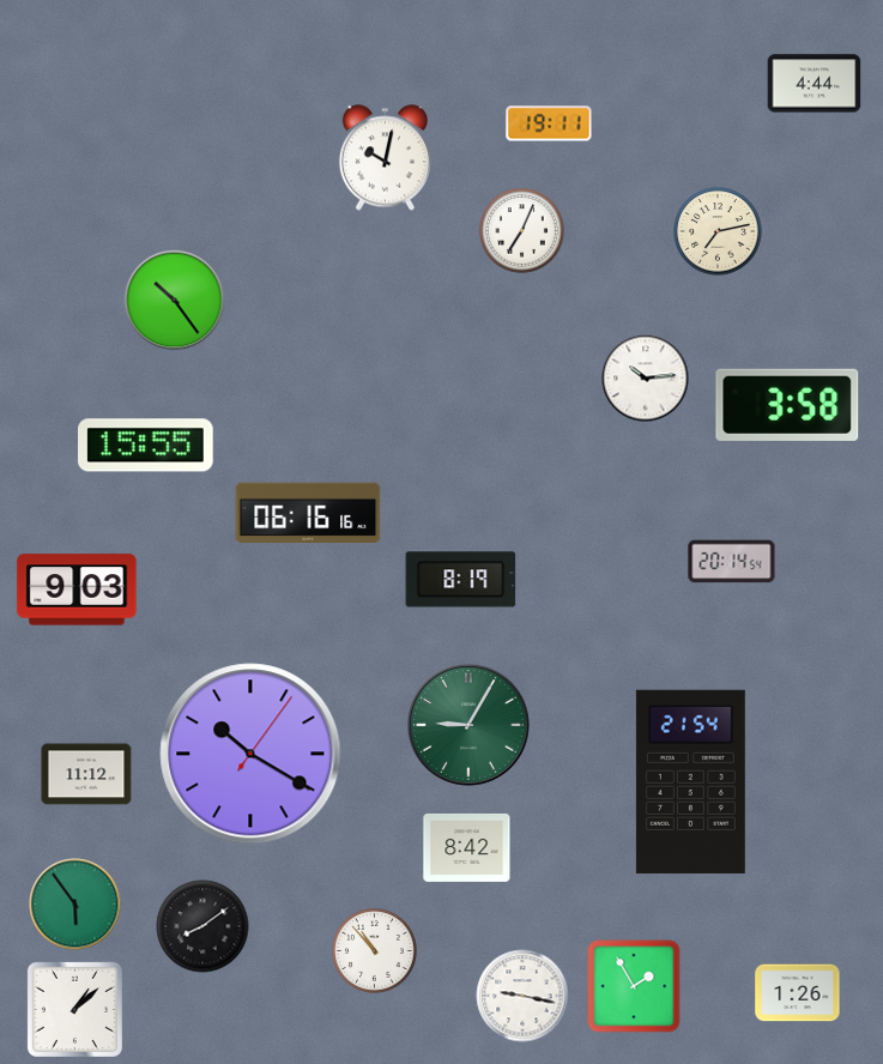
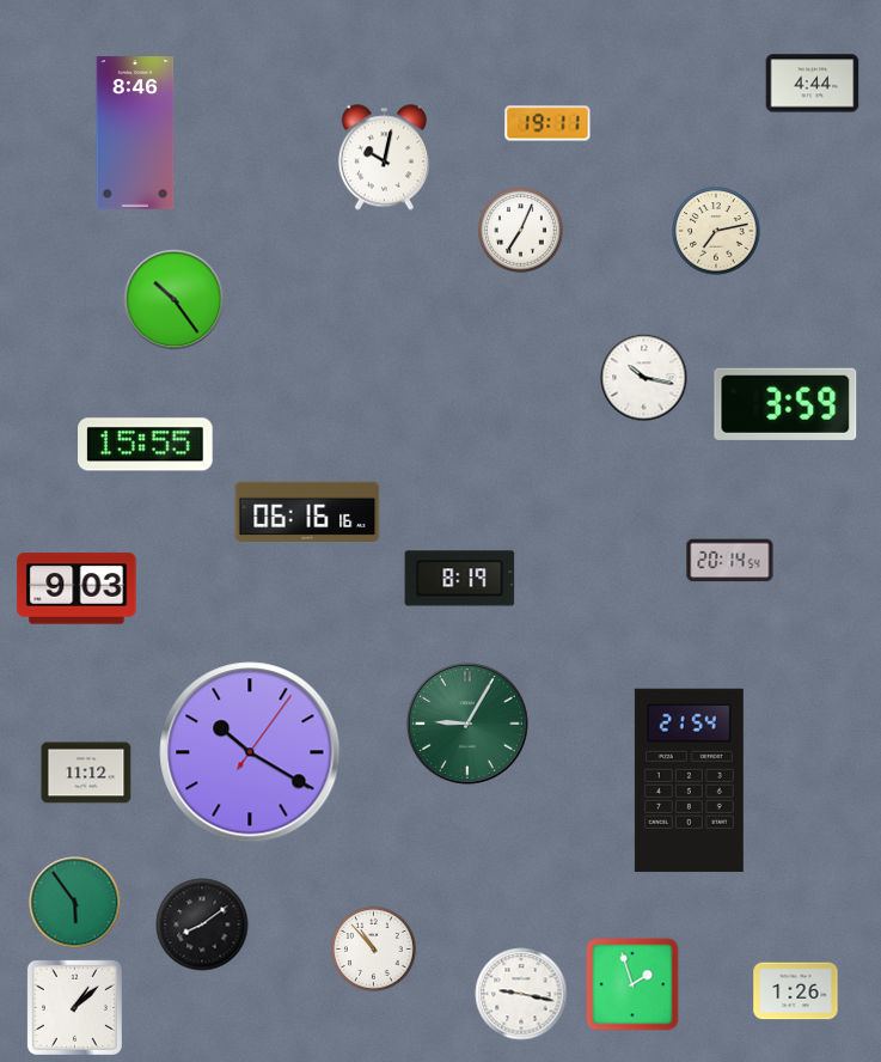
clock at (135, 133): none -> 8:46
clock at (646, 379): 10:14 -> 10:17
clock at (787, 405): 3:58 -> 3:59
clock at (467, 847): 8:42 -> none
clock at (634, 986): 1:55 -> 1:57
